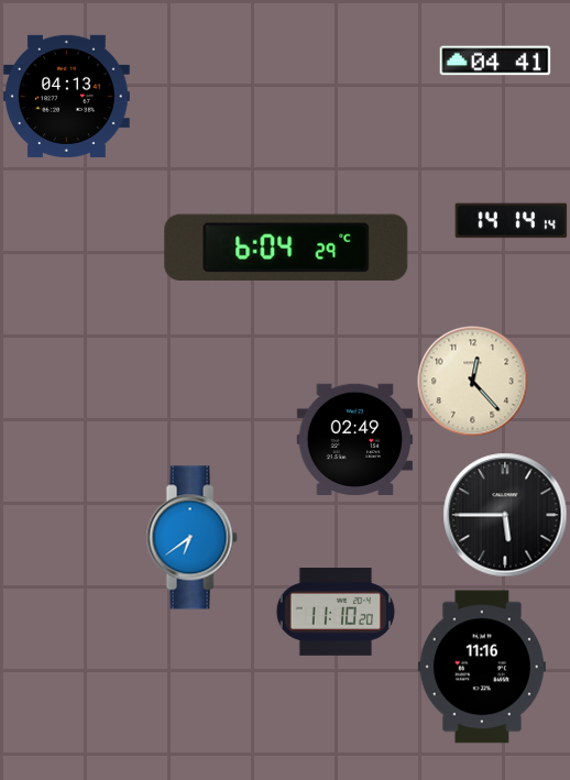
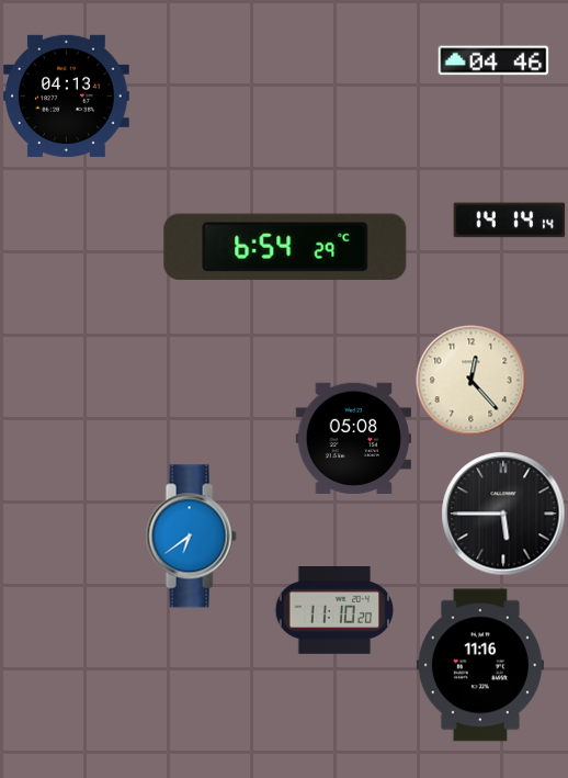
clock at (495, 61): 04:41 -> 04:46
clock at (286, 248): 6:04 -> 6:54
clock at (354, 439): 02:49 -> 05:08
